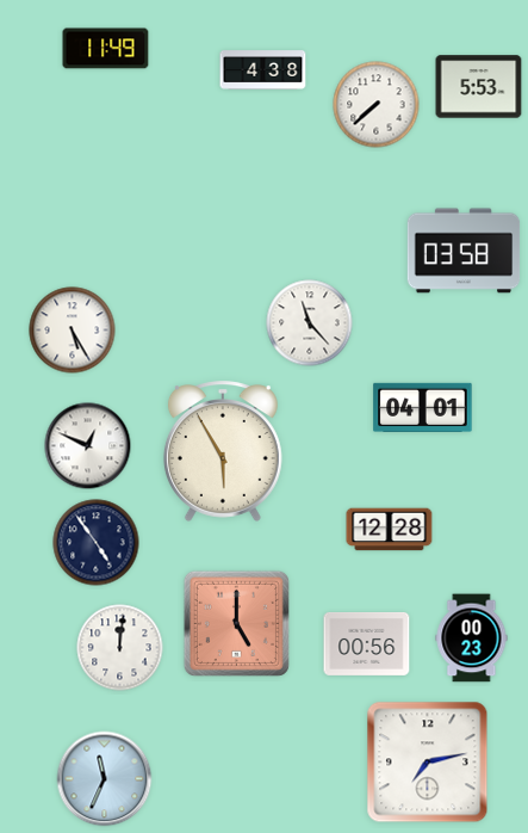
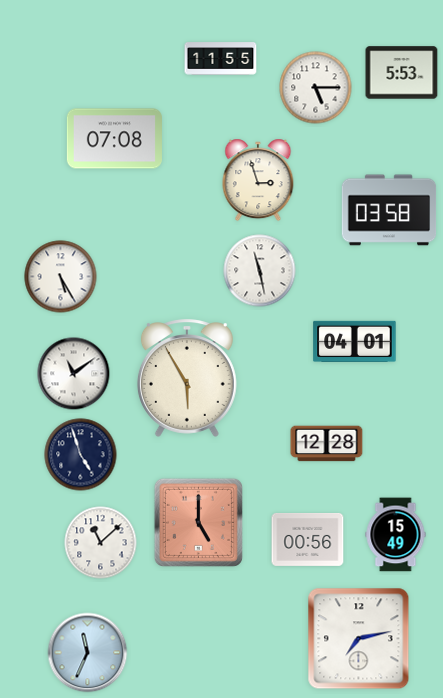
clock at (106, 49): 11:49 -> none
clock at (263, 70): 4:38 -> 11:55
clock at (377, 105): 7:38 -> 5:15
clock at (114, 139): none -> 07:08
clock at (258, 180): none -> 2:57
clock at (310, 323): 11:23 -> 11:28
clock at (88, 446): 12:49 -> 11:09
clock at (97, 543): 4:54 -> 4:57
clock at (472, 638): 00:23 -> 15:49
clock at (120, 648): 12:01 -> 11:08
